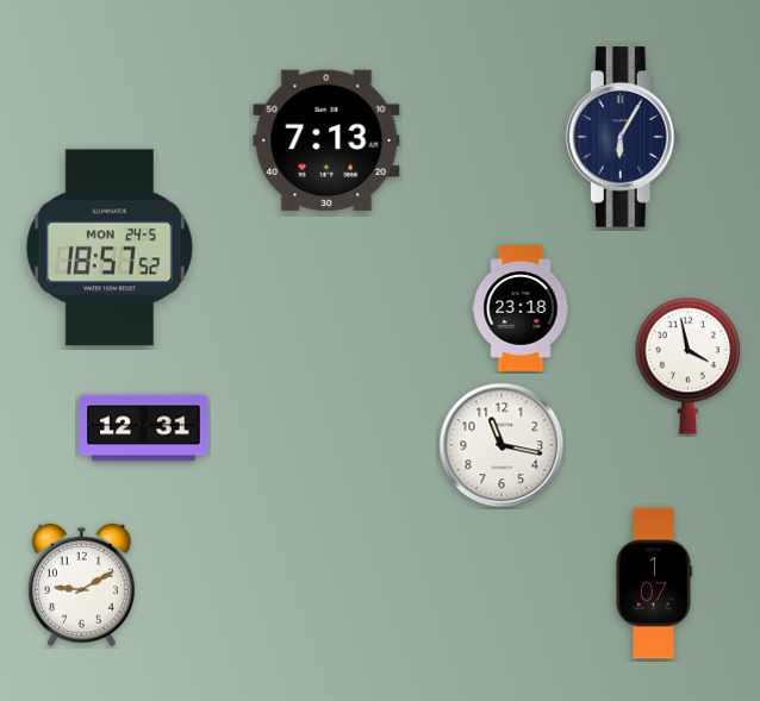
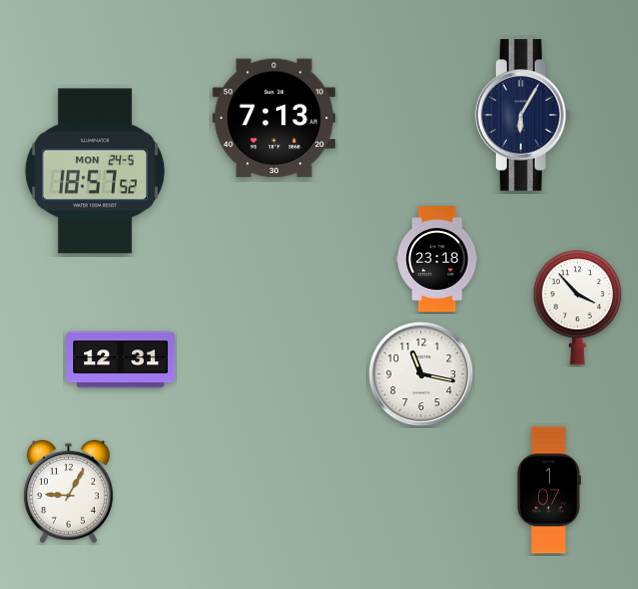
clock at (110, 248) position: (110, 248) -> (95, 171)
clock at (689, 367): 3:58 -> 3:53
clock at (81, 586): 9:10 -> 9:05
